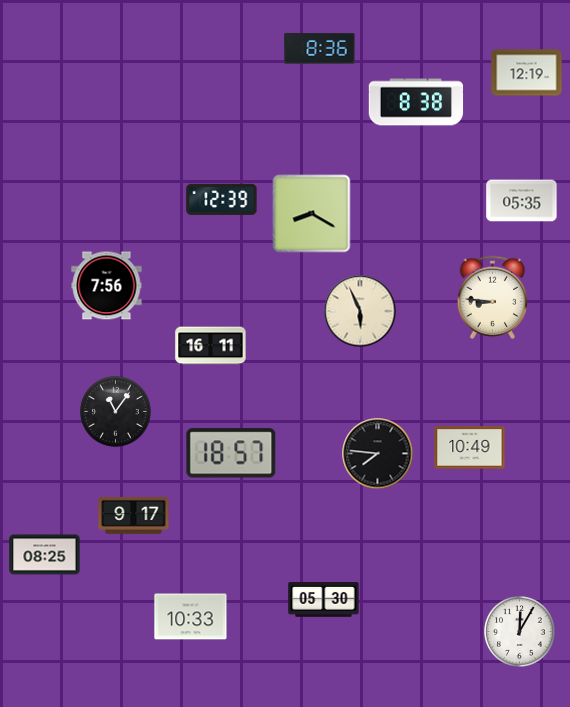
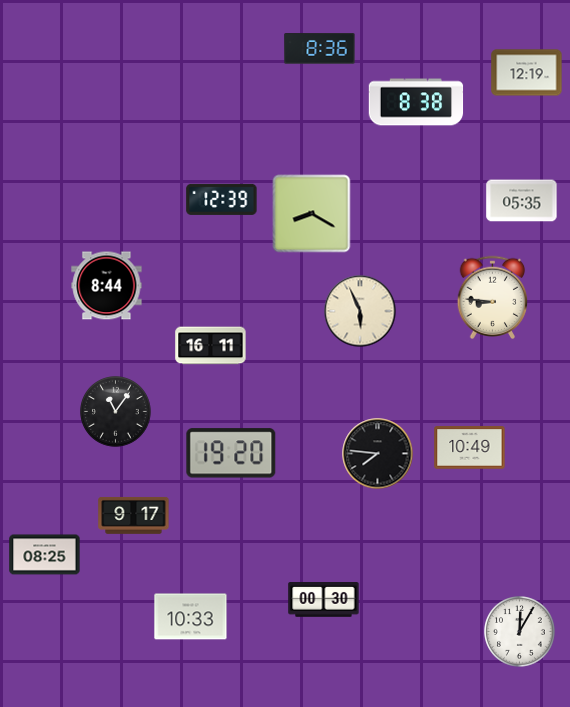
clock at (107, 286): 7:56 -> 8:44
clock at (231, 453): 18:57 -> 19:20
clock at (324, 600): 05:30 -> 00:30
